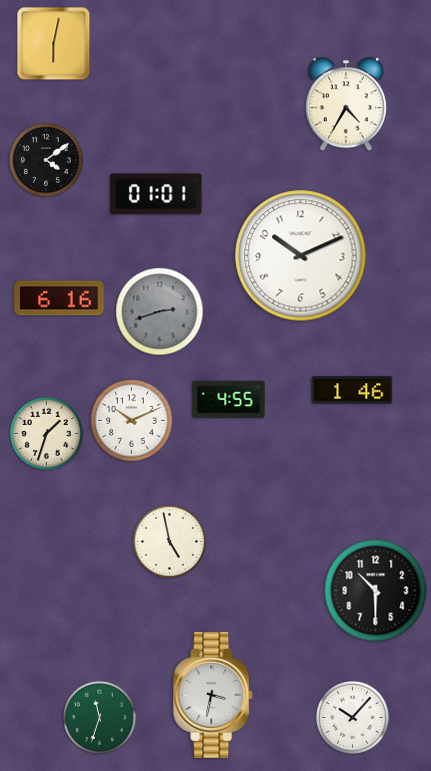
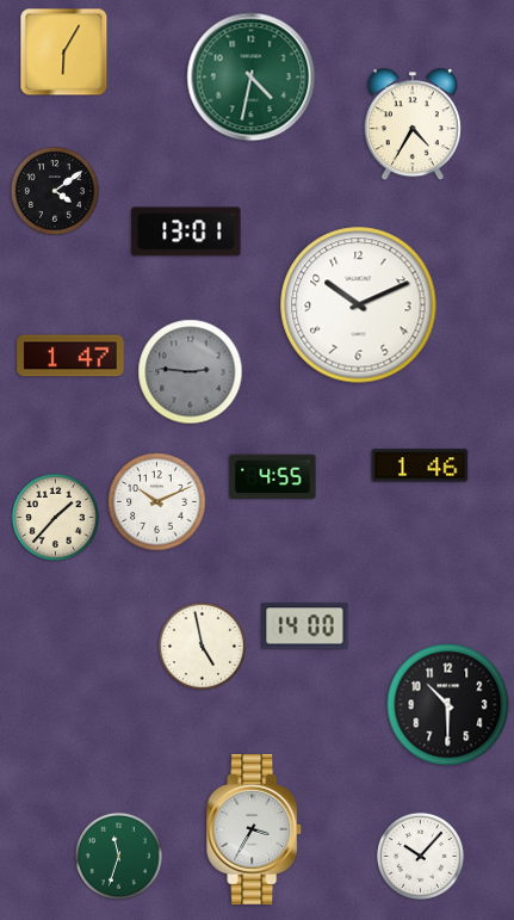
clock at (54, 44): 6:02 -> 6:05
clock at (252, 78): none -> 4:32
clock at (156, 194): 01:01 -> 13:01
clock at (59, 298): 6:16 -> 1:47
clock at (160, 312): 2:42 -> 2:46
clock at (46, 433): 1:33 -> 1:37
clock at (305, 626): none -> 14:00
clock at (214, 695): 3:32 -> 3:35
